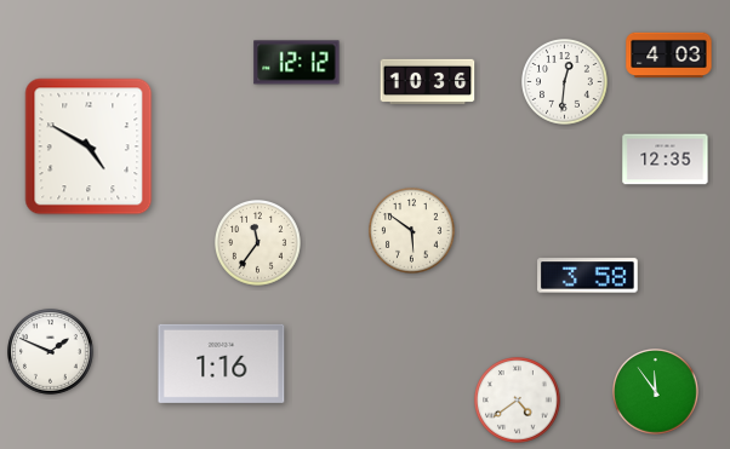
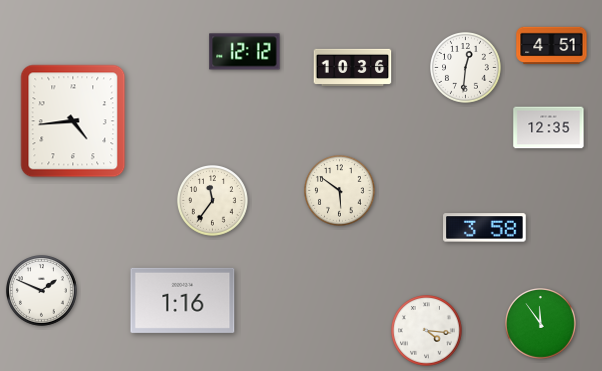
clock at (669, 56): 4:03 -> 4:51
clock at (89, 146): 4:50 -> 4:44
clock at (666, 160) position: (666, 160) -> (549, 128)
clock at (518, 401): 4:39 -> 4:16
